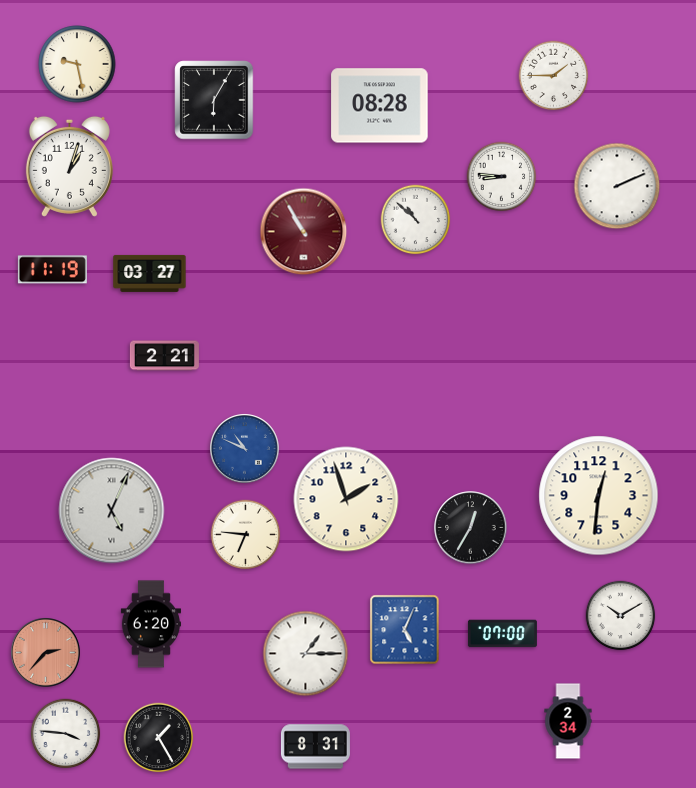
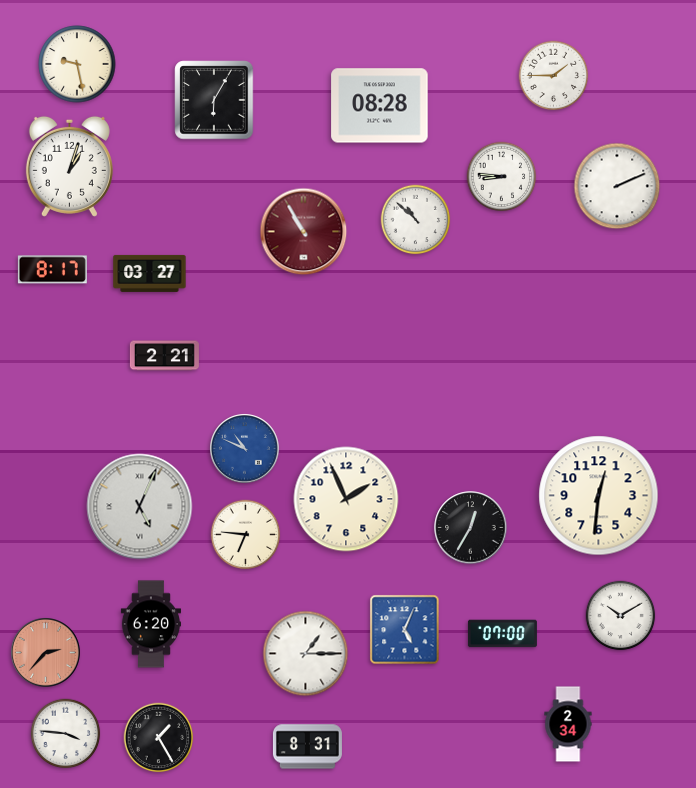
clock at (52, 270): 11:19 -> 8:17
clock at (346, 499): 1:57 -> 1:56
clock at (112, 511) position: (112, 511) -> (140, 507)
clock at (568, 721) position: (568, 721) -> (568, 724)
clock at (315, 747) position: (315, 747) -> (307, 747)
